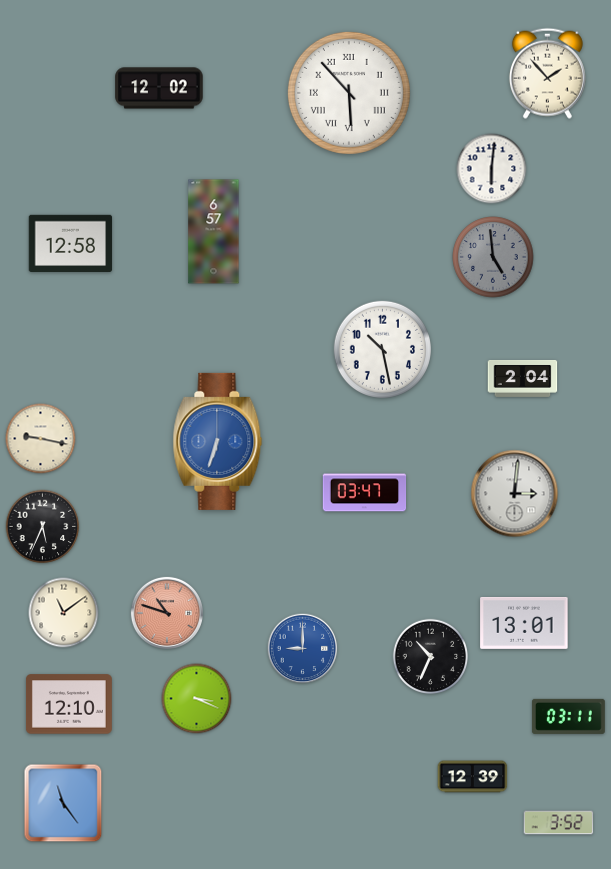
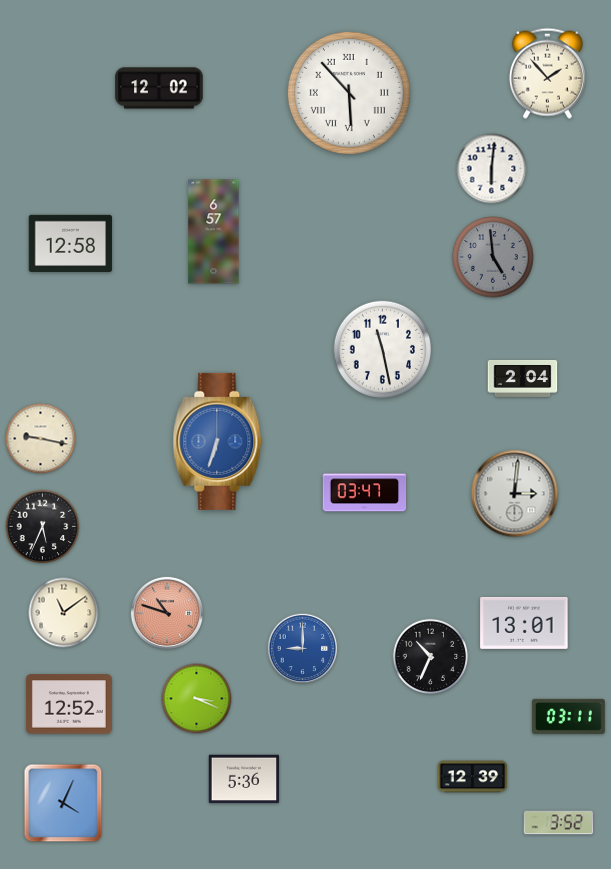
clock at (382, 349): 10:28 -> 11:28
clock at (69, 704): 12:10 -> 12:52
clock at (244, 779): none -> 5:36
clock at (63, 803): 11:24 -> 4:04
